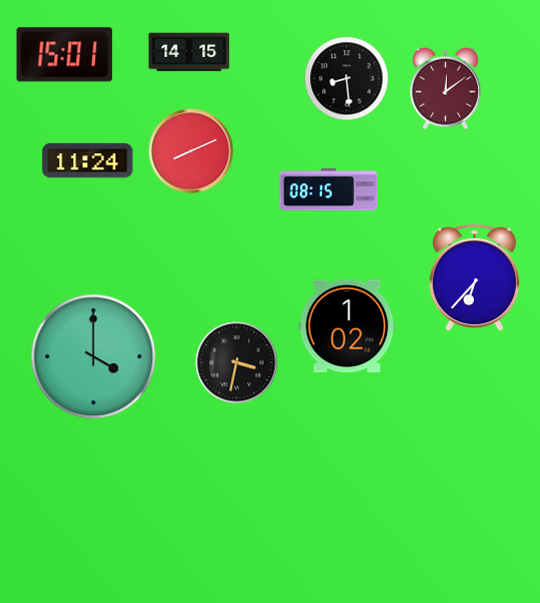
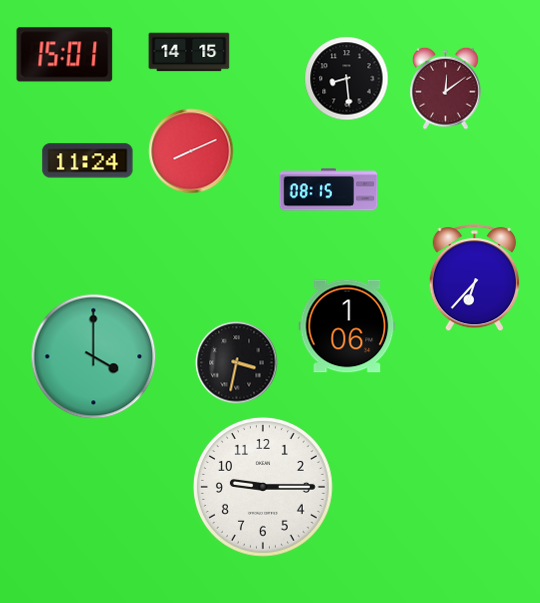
clock at (347, 326): 1:02 -> 1:06
clock at (264, 488): none -> 9:15
